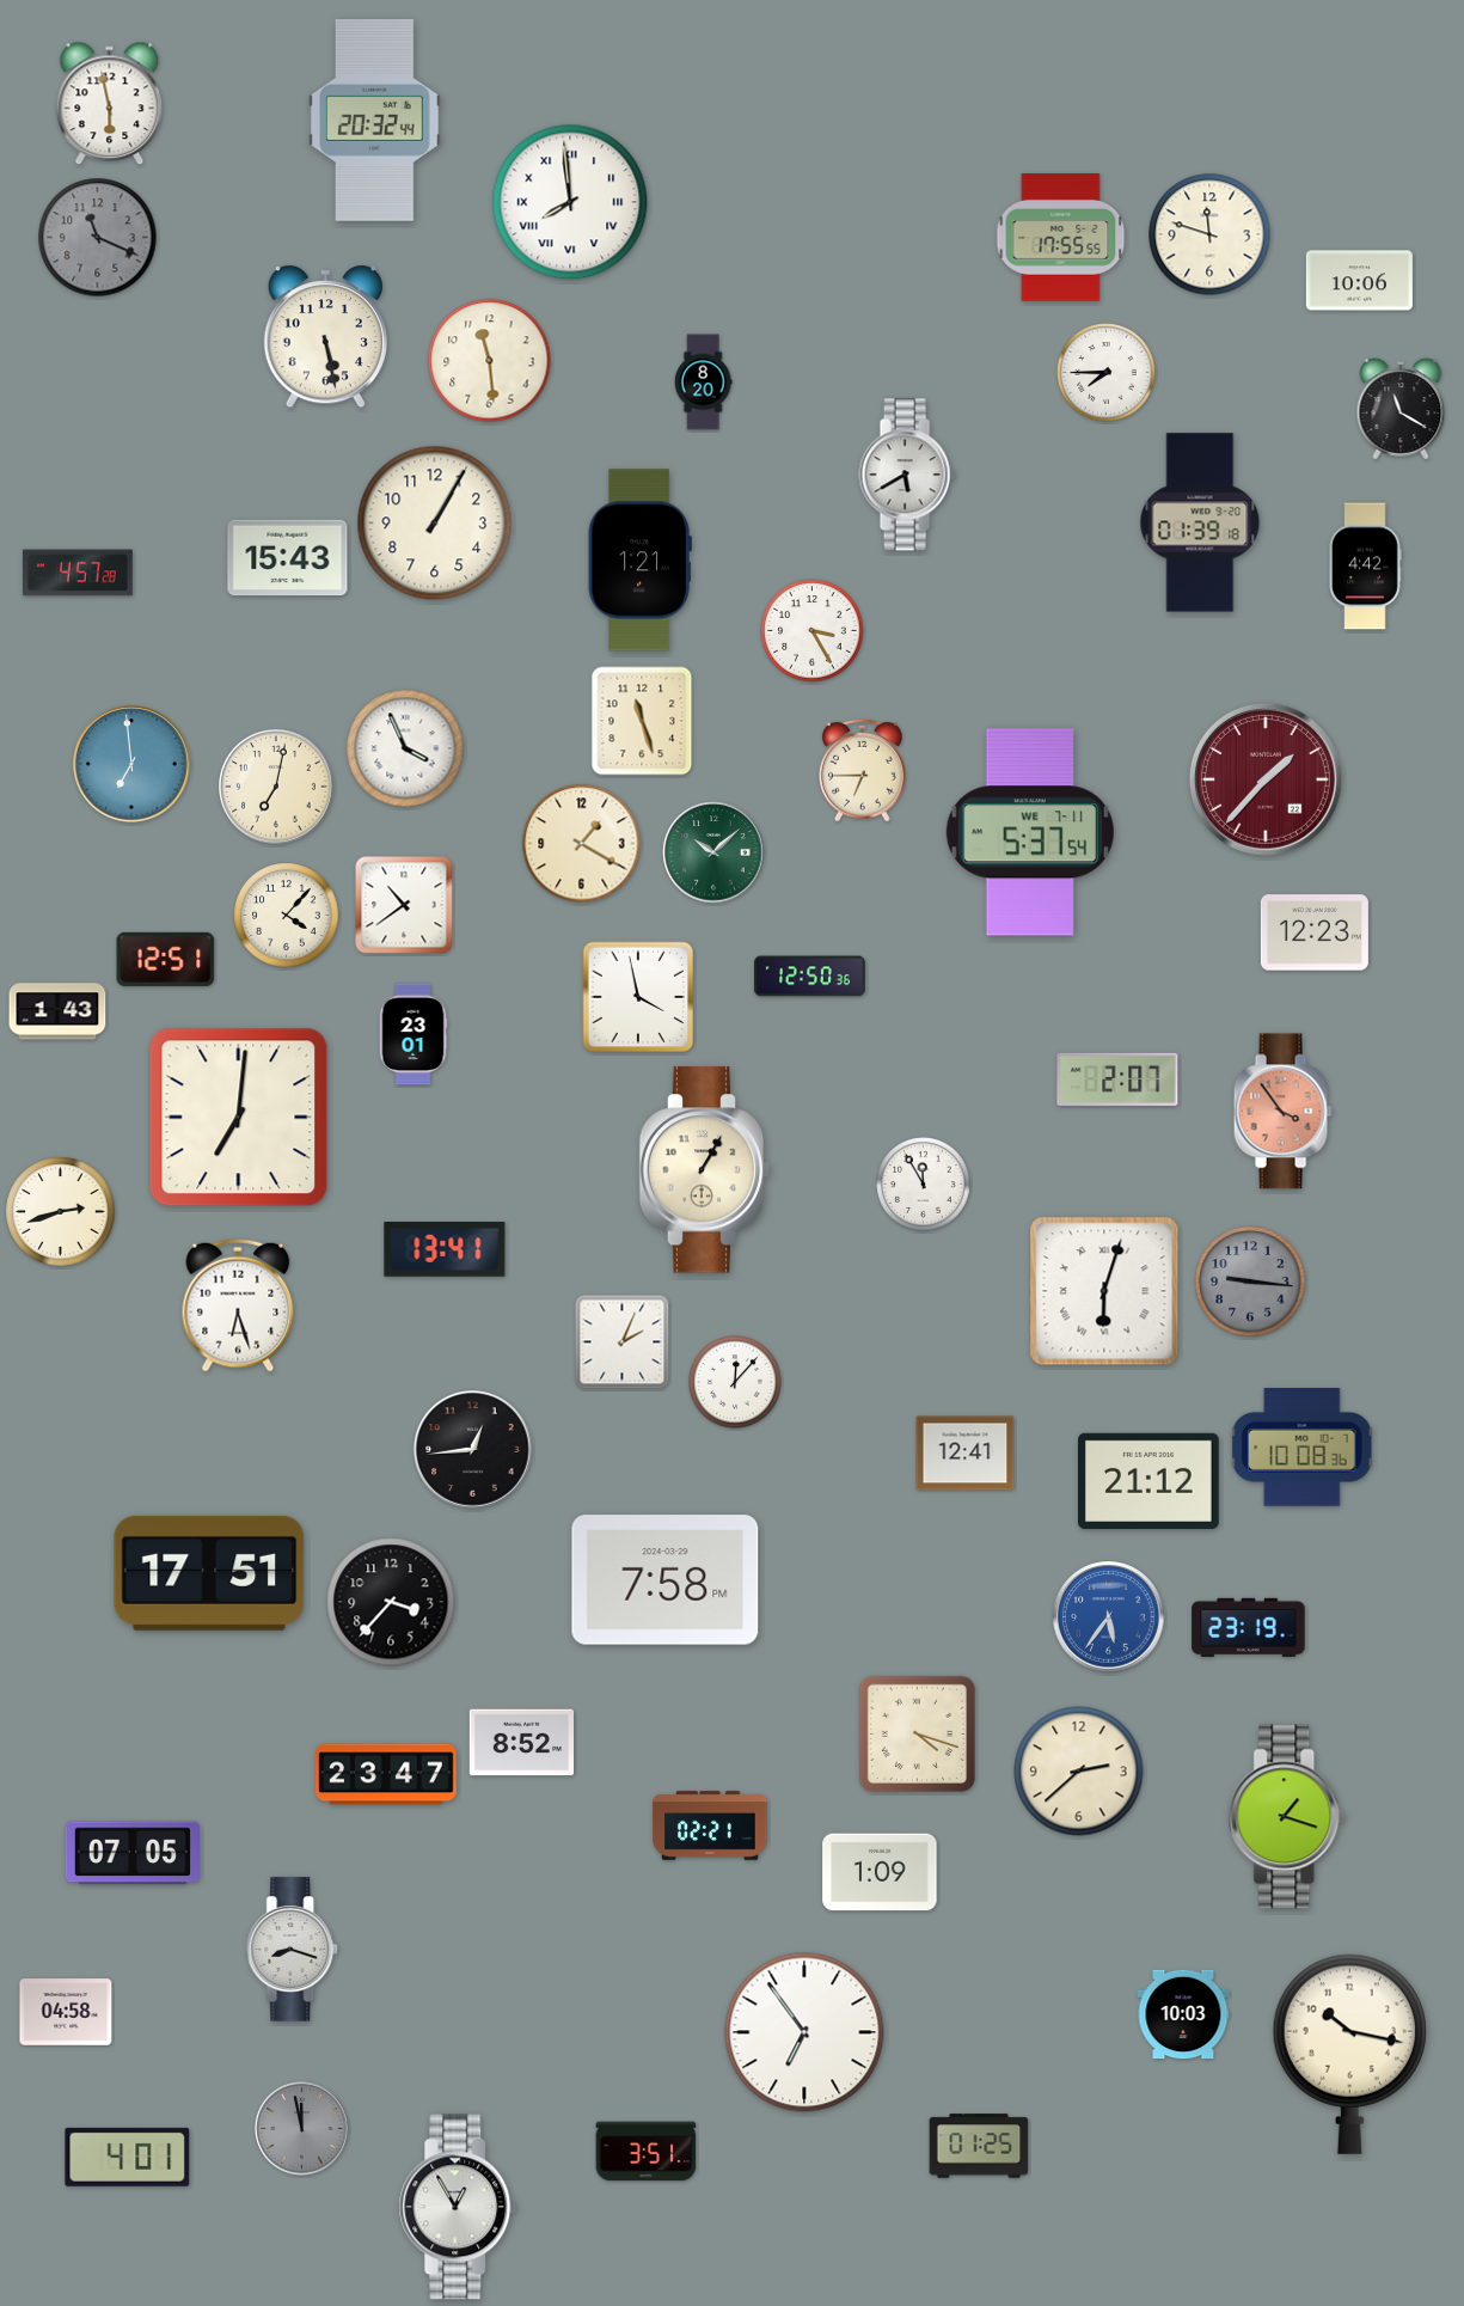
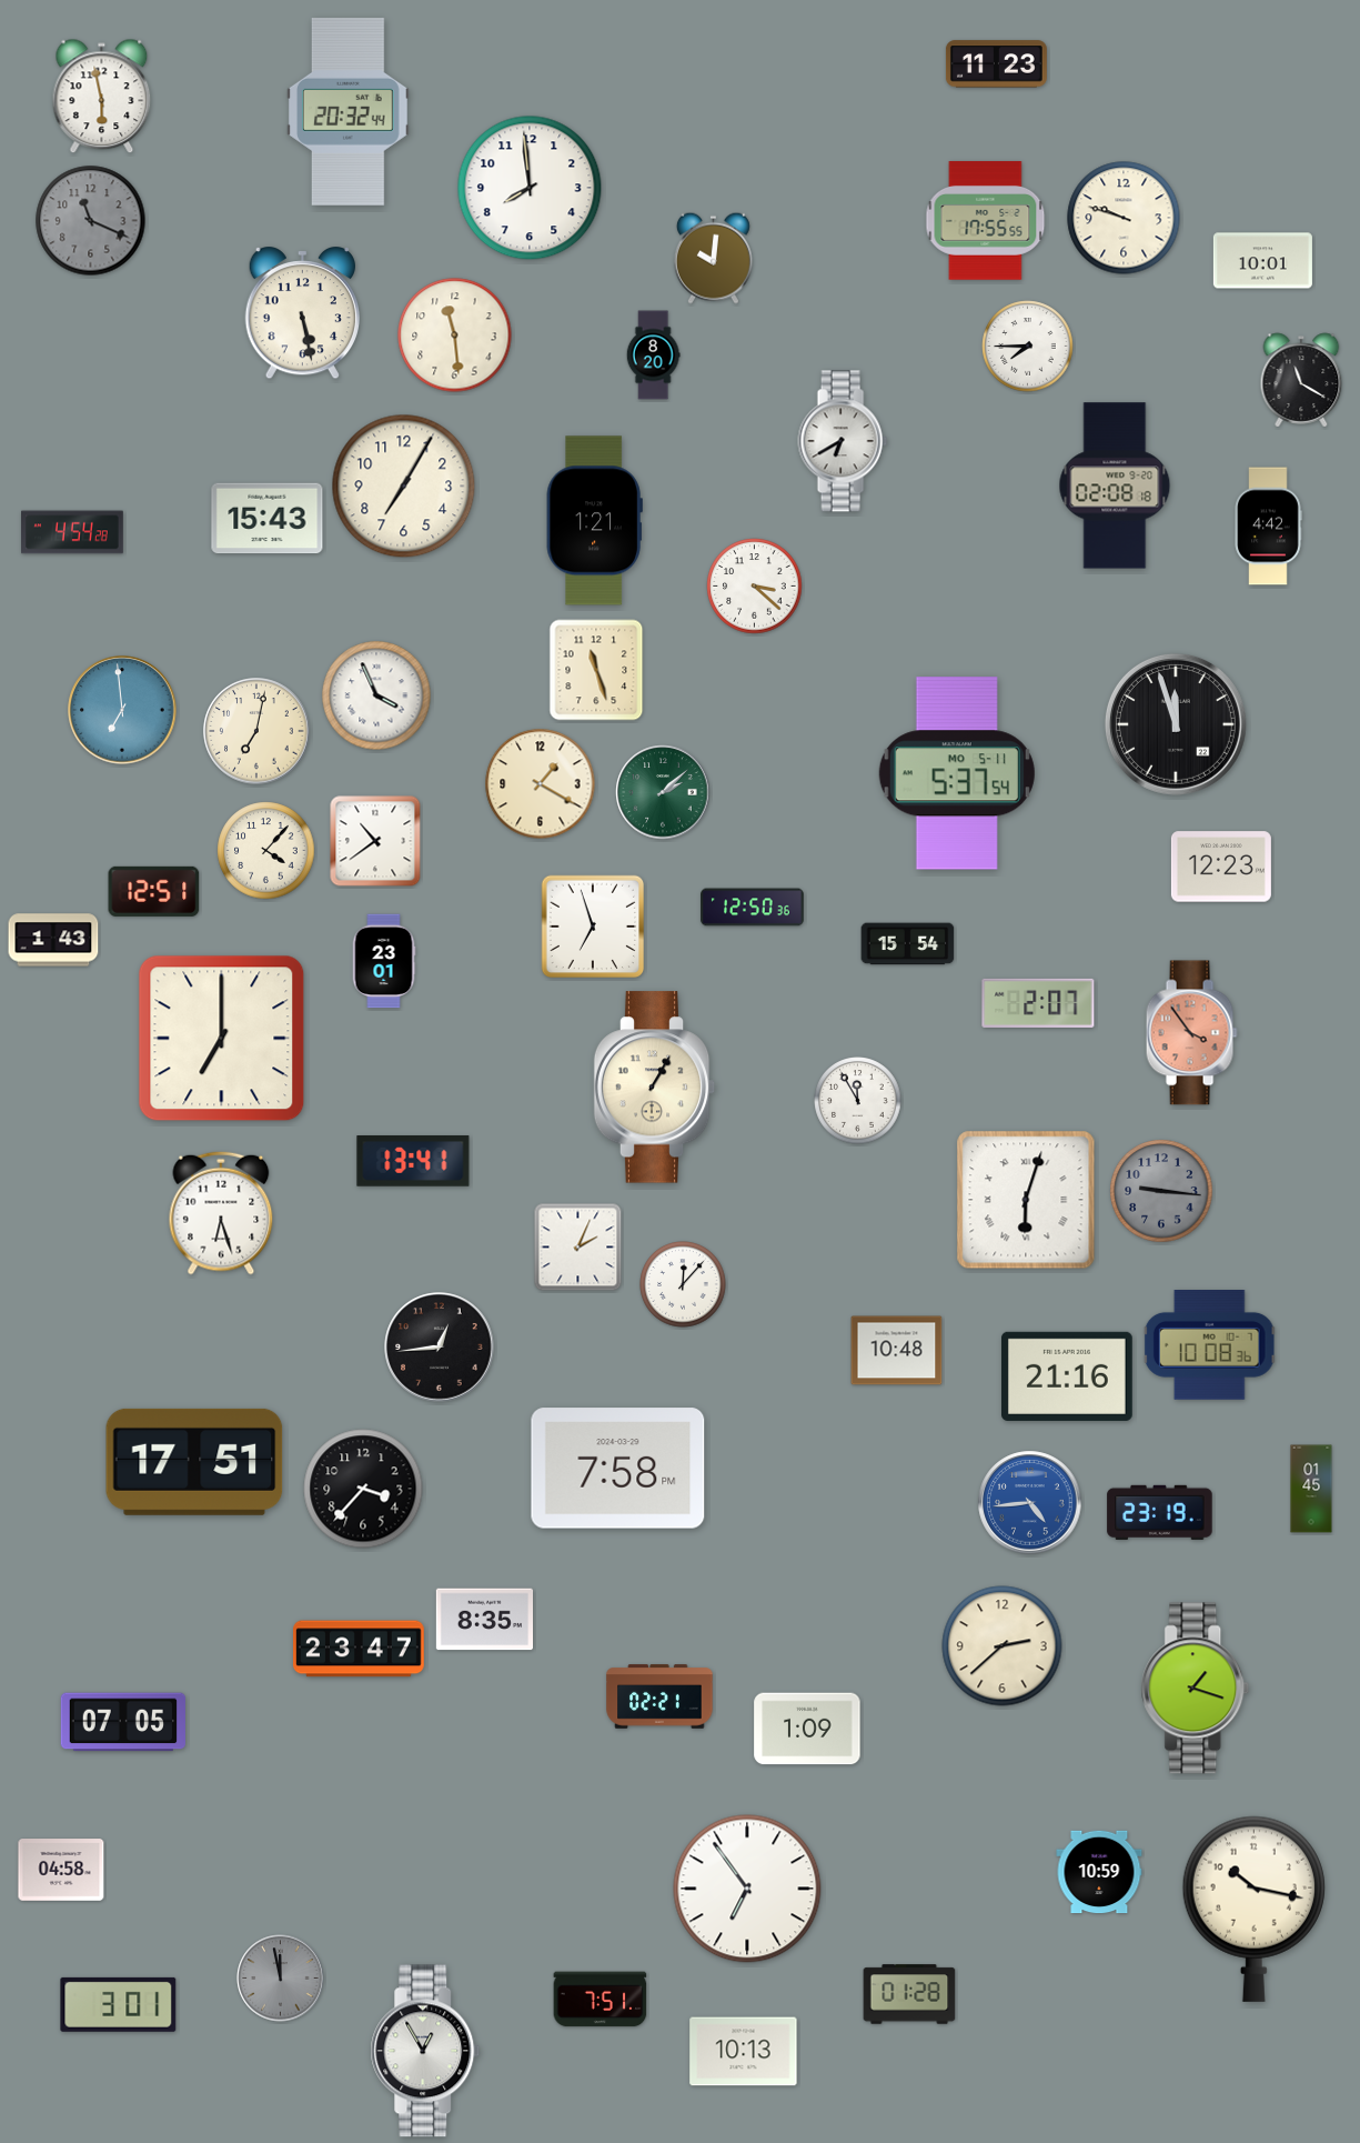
clock at (996, 64): none -> 11:23
clock at (570, 202) numerals: Roman -> Arabic
clock at (1209, 234): 11:48 -> 9:48
clock at (713, 258): none -> 10:01
clock at (1359, 281): 10:06 -> 10:01
clock at (907, 475): 5:40 -> 6:40
clock at (1200, 522): 01:39 -> 02:08
clock at (435, 524): 1:05 -> 7:05
clock at (79, 573): 4:57 -> 4:54
clock at (813, 631): 3:25 -> 3:22
clock at (863, 770): 6:45 -> none
clock at (1266, 779): 1:37 -> 11:57
clock at (1266, 779) dial: burgundy -> black
clock at (1030, 832) date: WE 7-11 -> MO 5-11
clock at (713, 852): 10:08 -> 2:08
clock at (638, 997): 3:58 -> 6:57
clock at (908, 944): none -> 15:54
clock at (239, 1118): 7:01 -> 7:00
clock at (61, 1212): 2:42 -> none
clock at (966, 1454): 12:41 -> 10:48
clock at (1148, 1481): 21:12 -> 21:16
clock at (1311, 1489): none -> 01:45
clock at (1109, 1617): 5:36 -> 4:44
clock at (917, 1733): 4:18 -> none
clock at (521, 1743): 8:52 -> 8:35
clock at (880, 1872) position: (880, 1872) -> (807, 1729)
clock at (293, 1950): 8:18 -> none
clock at (1183, 2014): 10:03 -> 10:59
clock at (979, 2146): 01:25 -> 01:28
clock at (647, 2152): 3:51 -> 7:51
clock at (128, 2157): 4:01 -> 3:01
clock at (744, 2052): none -> 10:13
